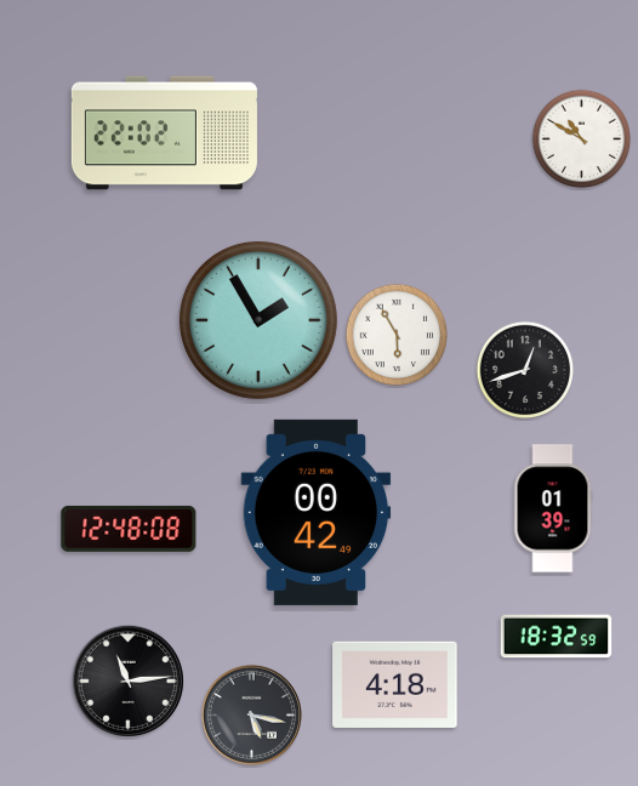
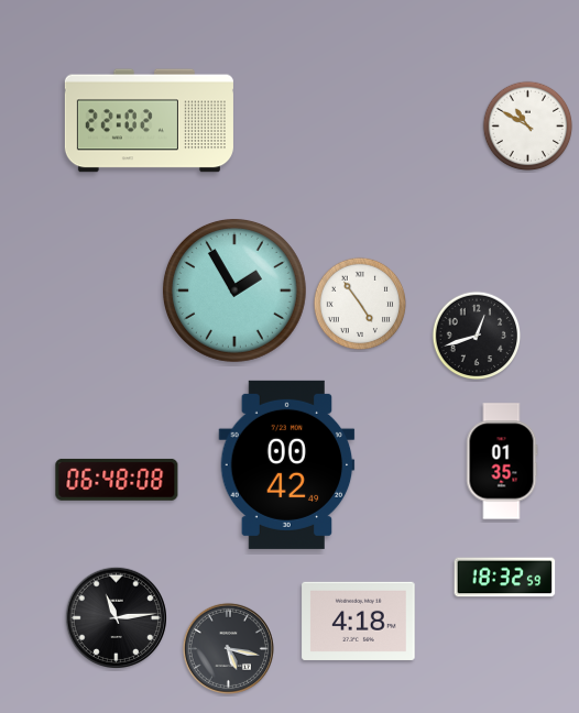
clock at (397, 335): 5:55 -> 4:54
clock at (553, 508): 01:39 -> 01:35
clock at (129, 529): 12:48 -> 06:48
